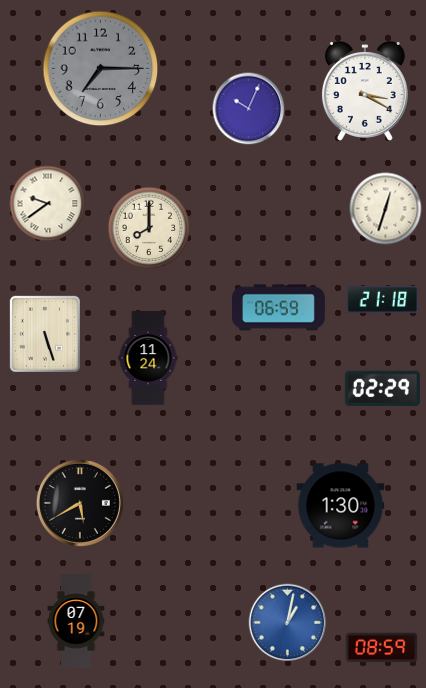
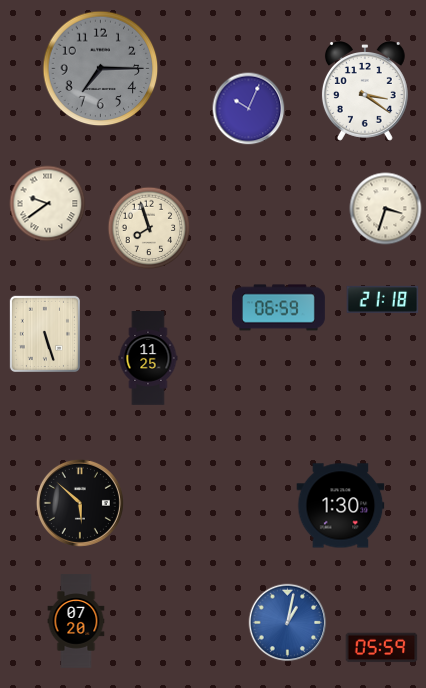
clock at (365, 92): 3:20 -> 3:21
clock at (386, 209): 12:33 -> 3:33
clock at (149, 228): 8:00 -> 7:57
clock at (148, 358): 11:24 -> 11:25
clock at (382, 388): 02:29 -> none
clock at (80, 503): 5:40 -> 5:52
clock at (76, 621): 07:19 -> 07:20
clock at (382, 648): 08:59 -> 05:59
